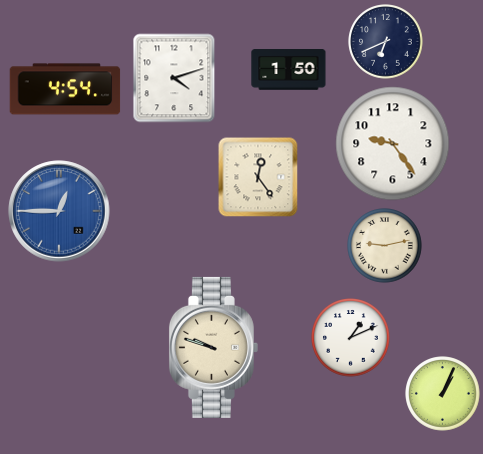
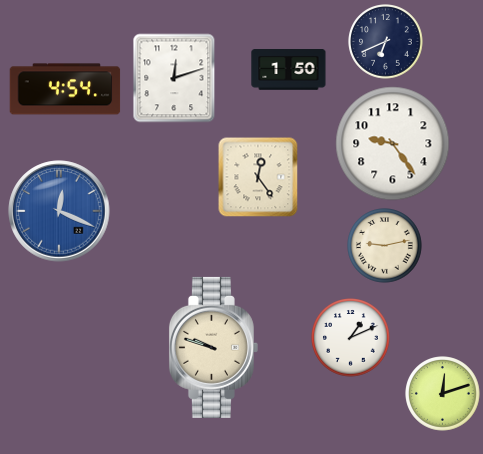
clock at (174, 78): 4:12 -> 12:12
clock at (59, 211): 12:45 -> 12:19
clock at (443, 394): 1:04 -> 12:12
